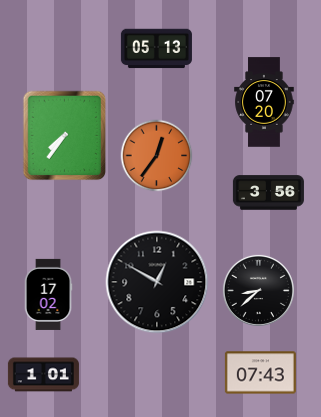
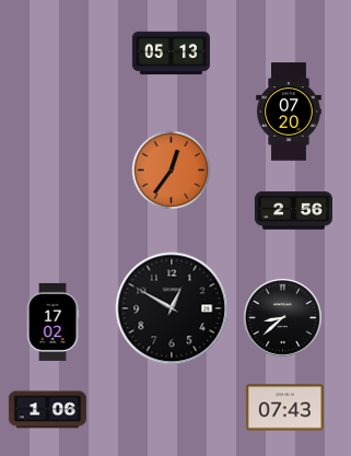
clock at (65, 136): 7:36 -> none
clock at (268, 193): 3:56 -> 2:56
clock at (43, 375): 1:01 -> 1:06
